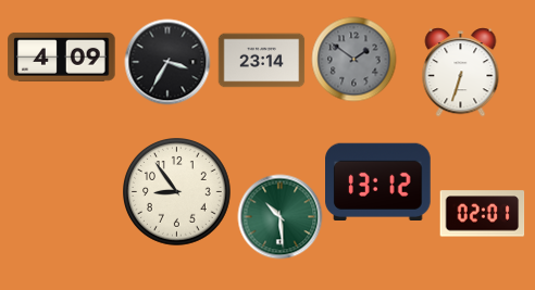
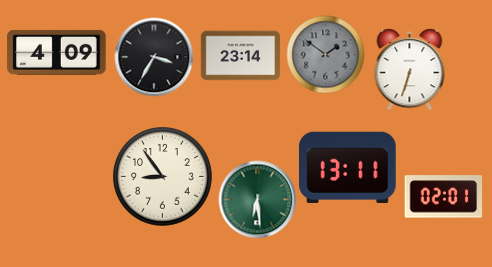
clock at (461, 72) position: (461, 72) -> (410, 69)
clock at (378, 181): 13:12 -> 13:11
clock at (279, 216): 10:29 -> 6:29
